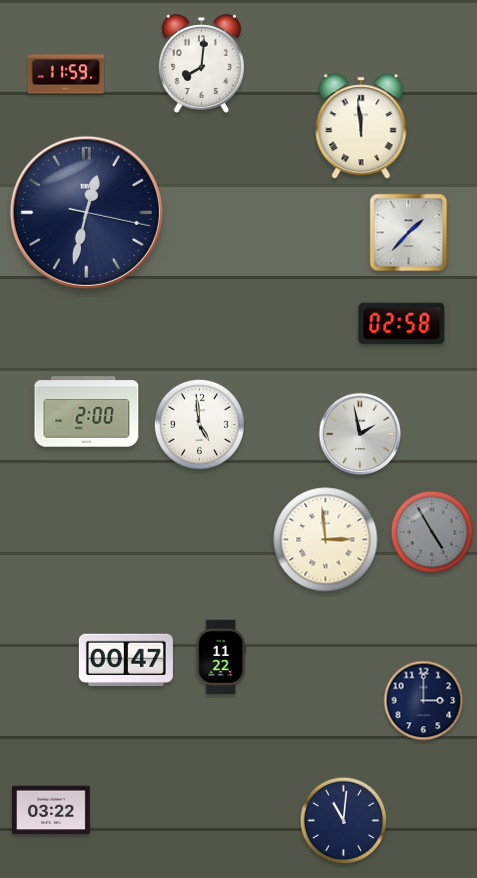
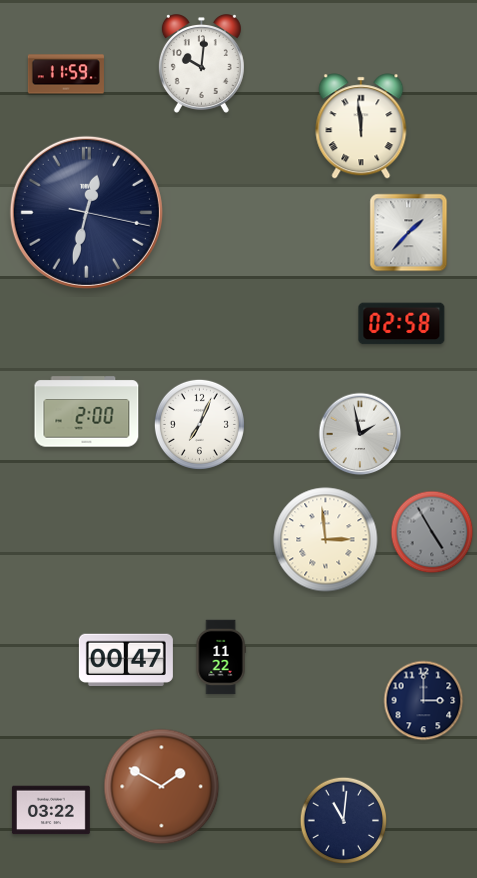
clock at (201, 64): 8:01 -> 10:01
clock at (199, 424): 4:59 -> 7:04
clock at (162, 787): none -> 1:50
